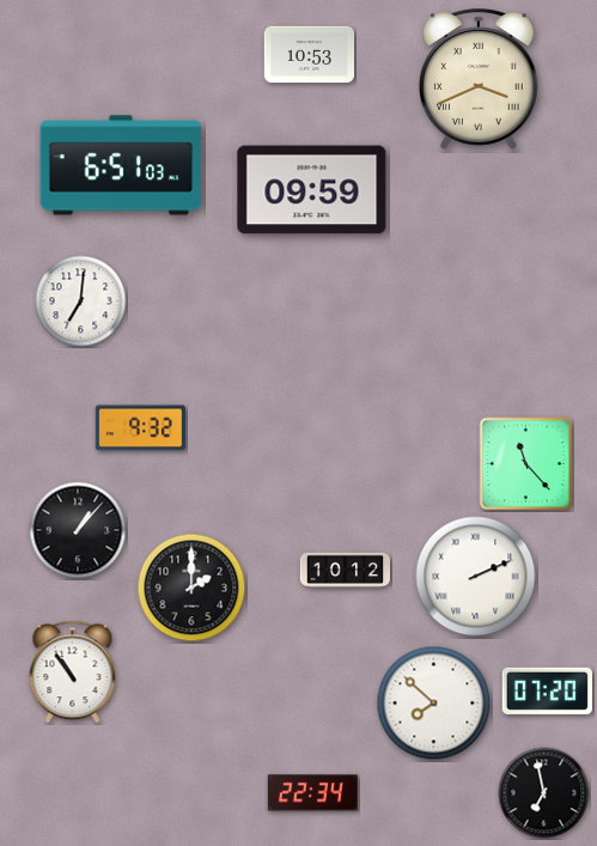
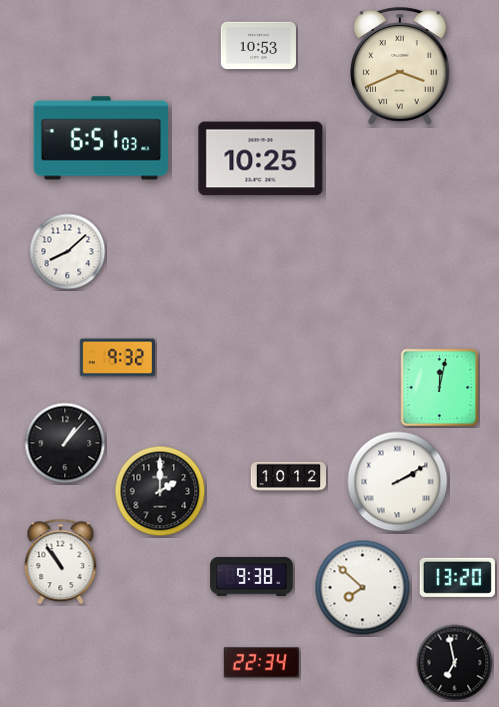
clock at (312, 190): 09:59 -> 10:25
clock at (81, 302): 7:01 -> 8:08
clock at (526, 464): 11:23 -> 12:02
clock at (476, 577): 2:11 -> 2:10
clock at (252, 577): none -> 9:38
clock at (547, 690): 07:20 -> 13:20
